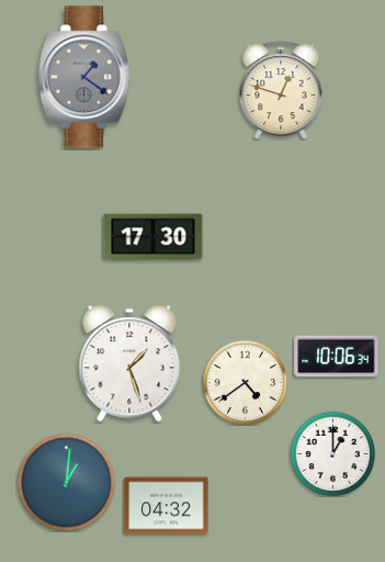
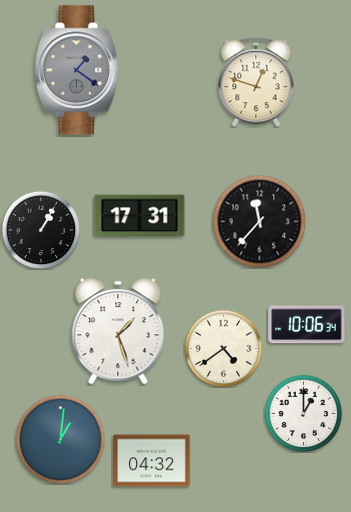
clock at (154, 237): 17:30 -> 17:31
clock at (259, 221): none -> 11:37
clock at (41, 230): none -> 1:05
